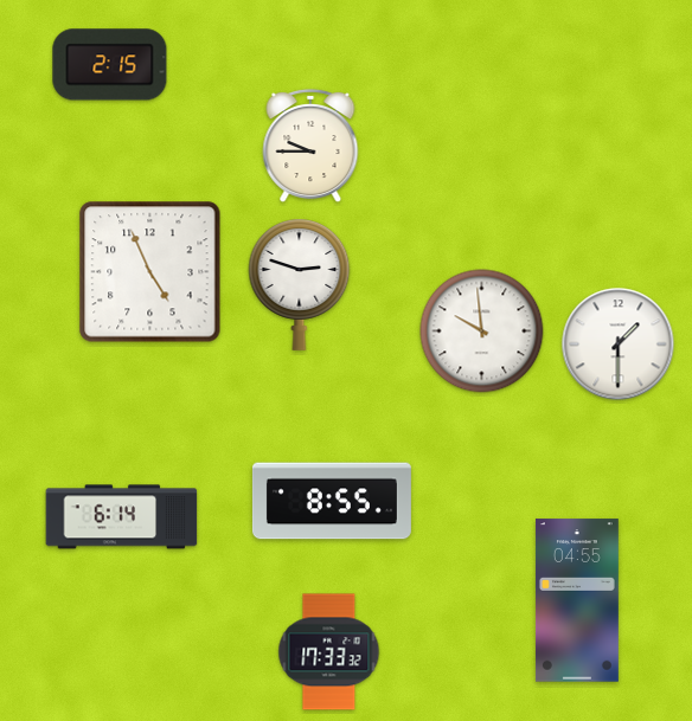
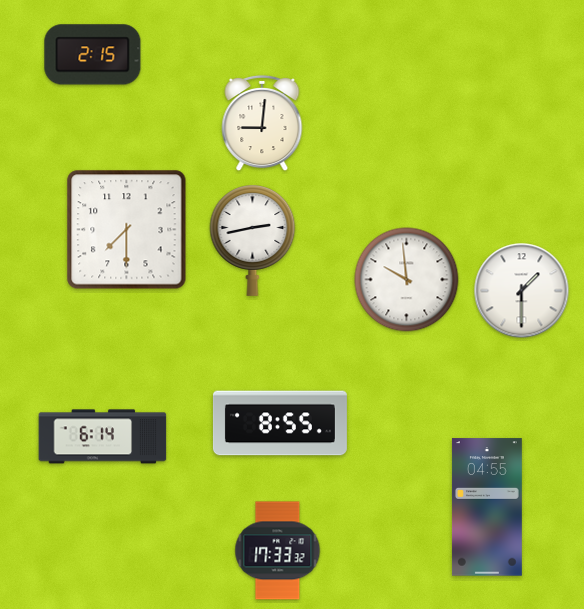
clock at (310, 146): 9:45 -> 9:01
clock at (150, 272): 4:56 -> 7:30
clock at (300, 284): 2:48 -> 2:43
